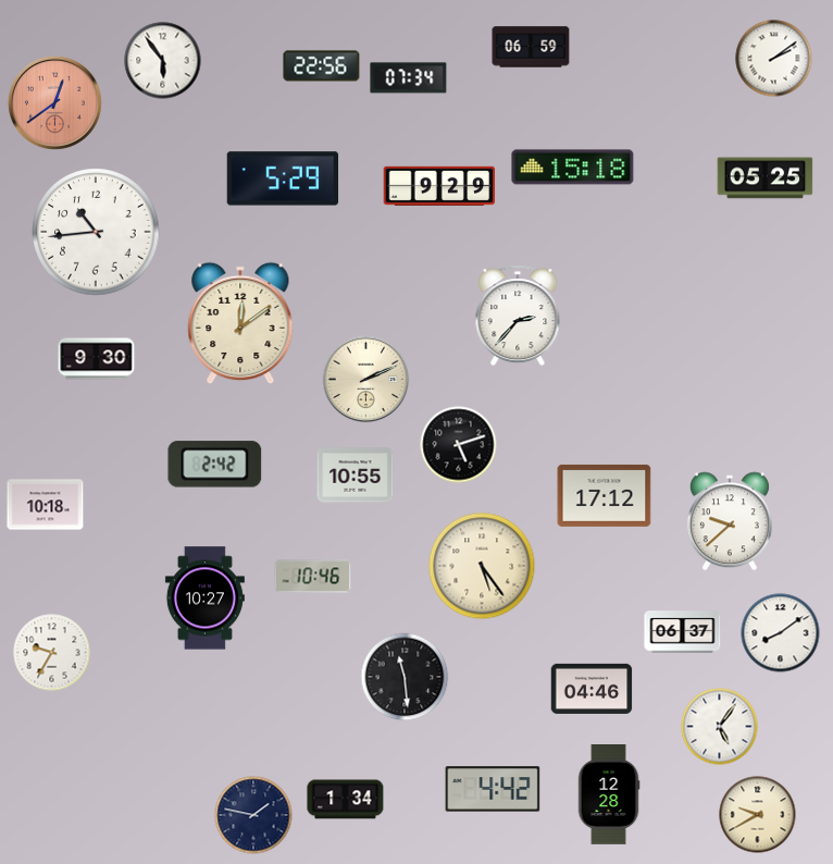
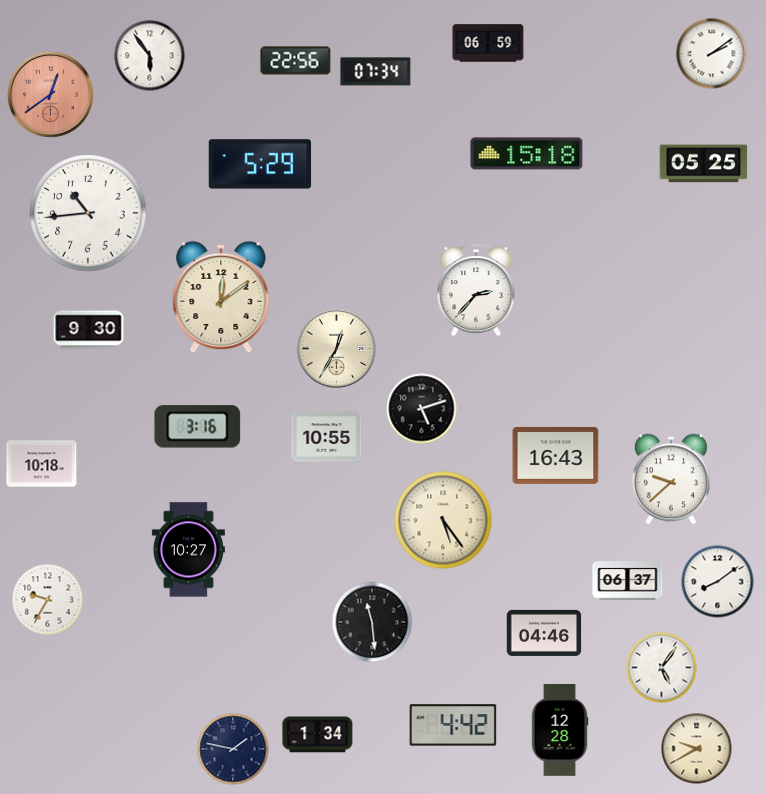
clock at (439, 186): 9:29 -> none
clock at (366, 380): 2:11 -> 12:35
clock at (215, 465): 2:42 -> 3:16
clock at (605, 495): 17:12 -> 16:43
clock at (313, 577): 10:46 -> none
